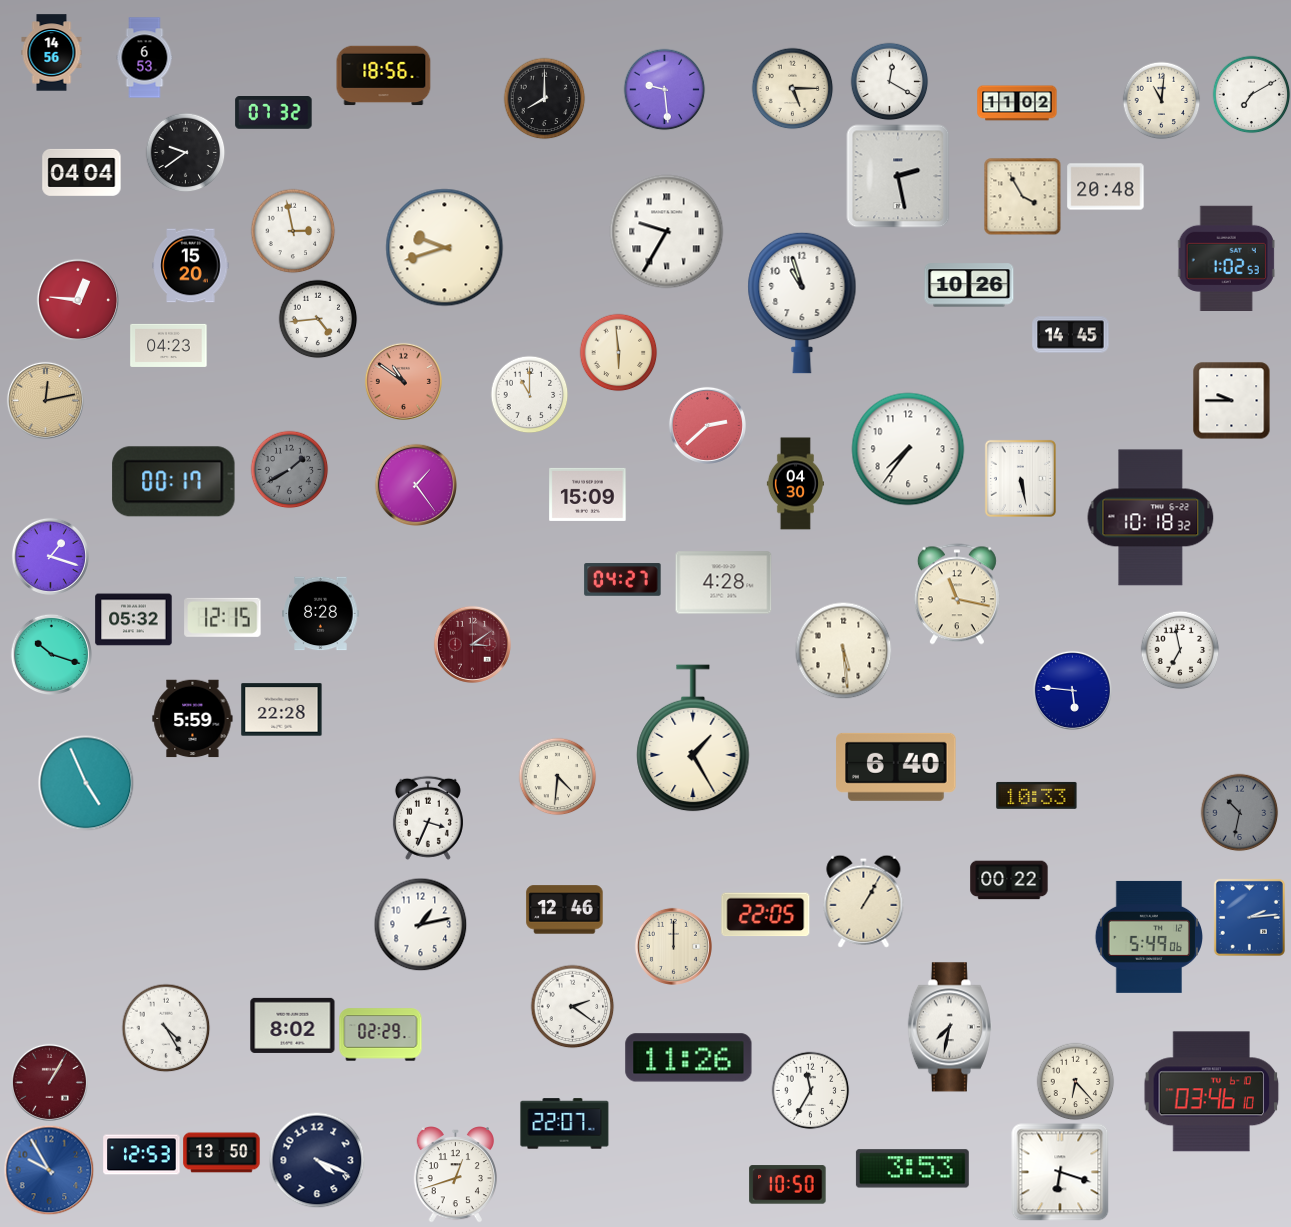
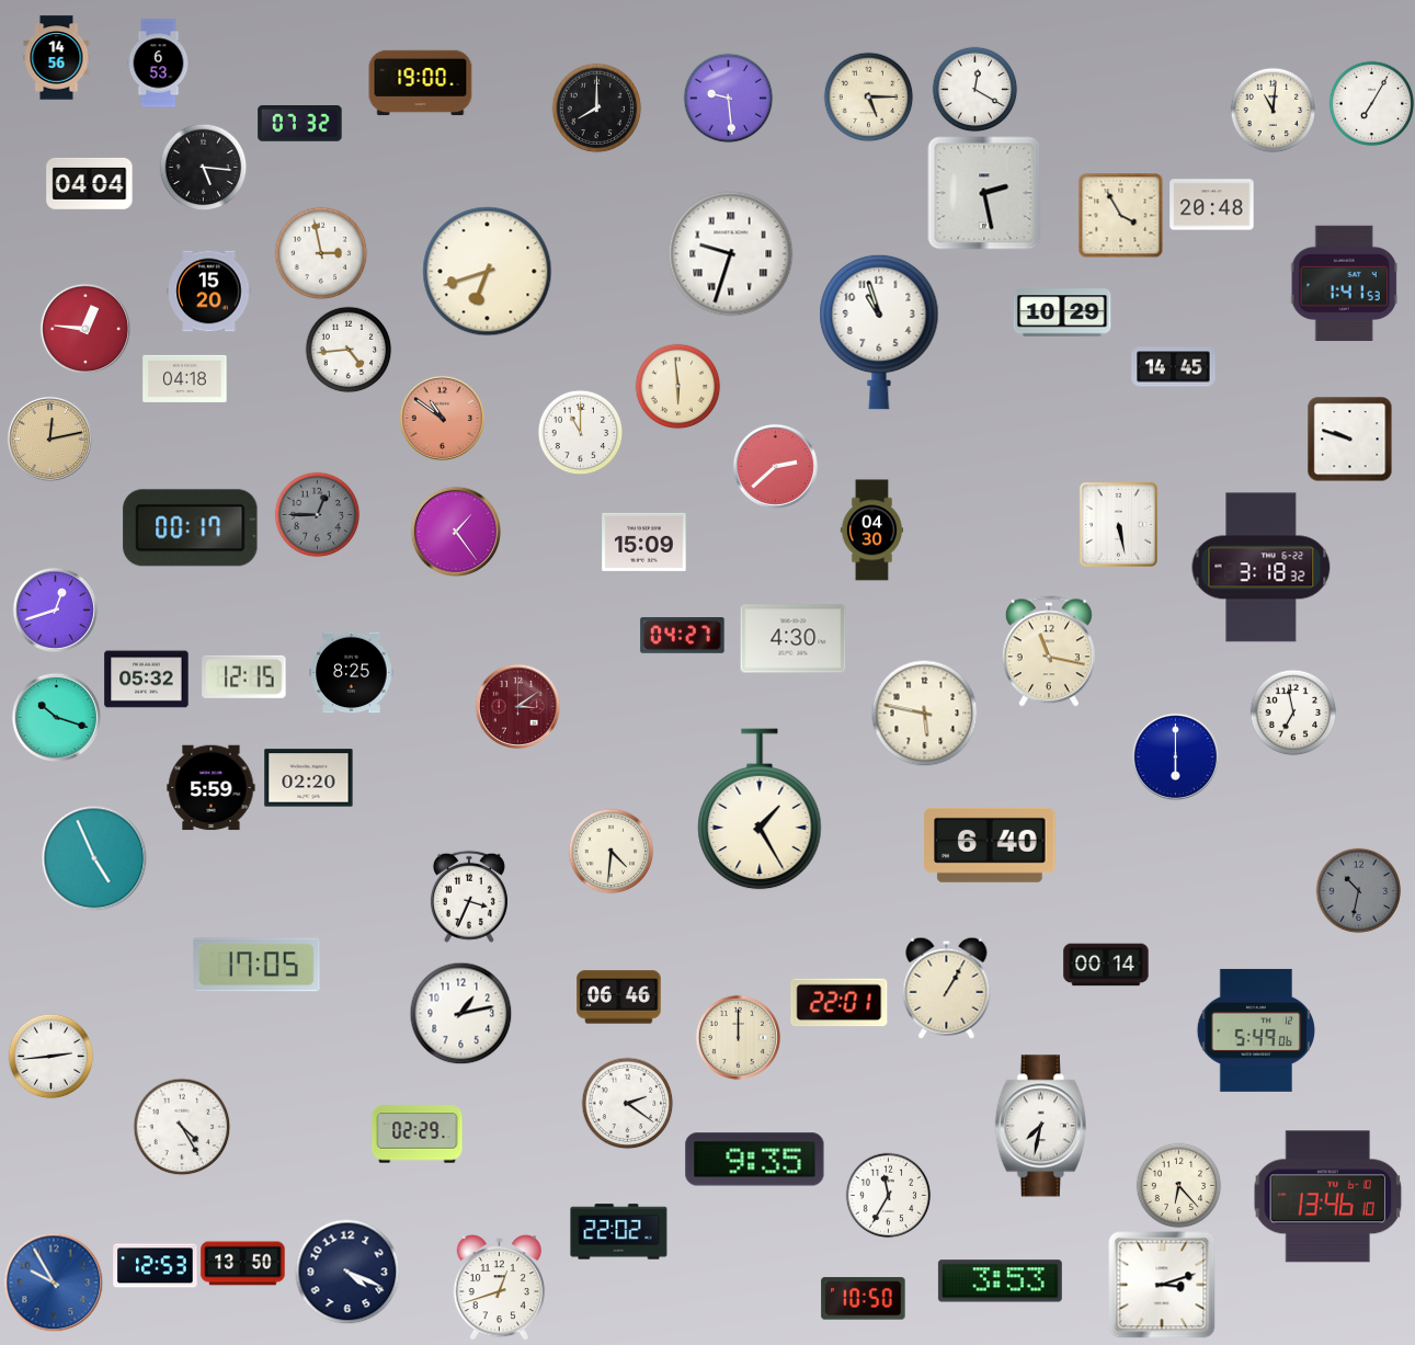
clock at (384, 76): 18:56 -> 19:00
clock at (1251, 94): 7:10 -> 7:05
clock at (1017, 103): 11:02 -> none
clock at (185, 152): 9:39 -> 5:16
clock at (82, 172) position: (82, 172) -> (90, 183)
clock at (667, 232): 9:35 -> 9:33
clock at (445, 248): 9:42 -> 6:42
clock at (1226, 258): 1:02 -> 1:41
clock at (969, 285): 10:26 -> 10:29
clock at (169, 345): 04:23 -> 04:18
clock at (1231, 400): 9:45 -> 9:48
clock at (908, 449): 7:36 -> none
clock at (289, 469): 1:40 -> 12:45
clock at (1151, 518): 10:18 -> 3:18
clock at (50, 556): 1:18 -> 12:42
clock at (724, 583): 4:28 -> 4:30
clock at (321, 614): 8:28 -> 8:25
clock at (843, 650): 5:29 -> 5:47
clock at (1072, 690): 5:46 -> 6:00
clock at (282, 710): 22:28 -> 02:20
clock at (896, 767) position: (896, 767) -> (990, 845)
clock at (1037, 795): 10:33 -> none
clock at (256, 965): none -> 17:05
clock at (1009, 880): 00:22 -> 00:14
clock at (565, 910): 12:46 -> 06:46
clock at (766, 915): 22:05 -> 22:01
clock at (1249, 917): 2:14 -> none
clock at (1148, 937) position: (1148, 937) -> (1255, 1030)
clock at (50, 1056): none -> 2:44
clock at (293, 1025): 8:02 -> none
clock at (689, 1058): 11:26 -> 9:35
clock at (49, 1082): 1:05 -> none
clock at (1212, 1092): 03:46 -> 13:46
clock at (565, 1124): 22:07 -> 22:02
clock at (1060, 1172): 6:18 -> 3:12
